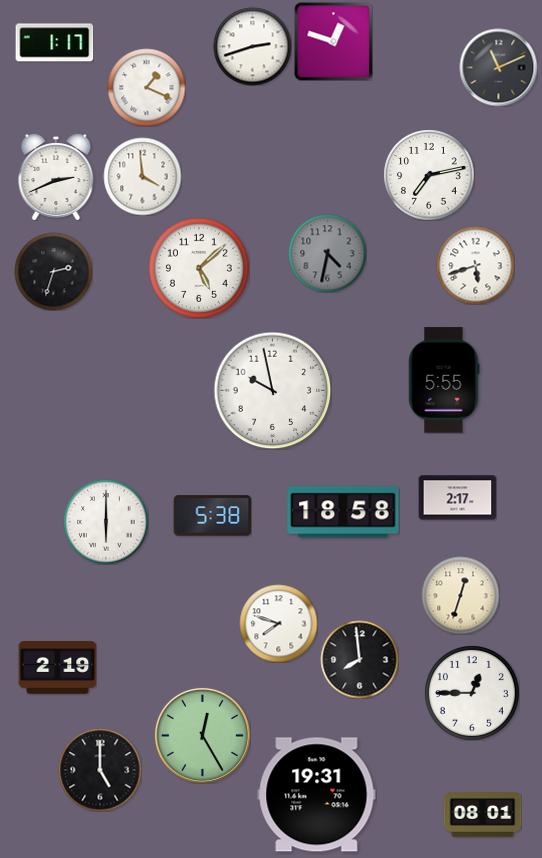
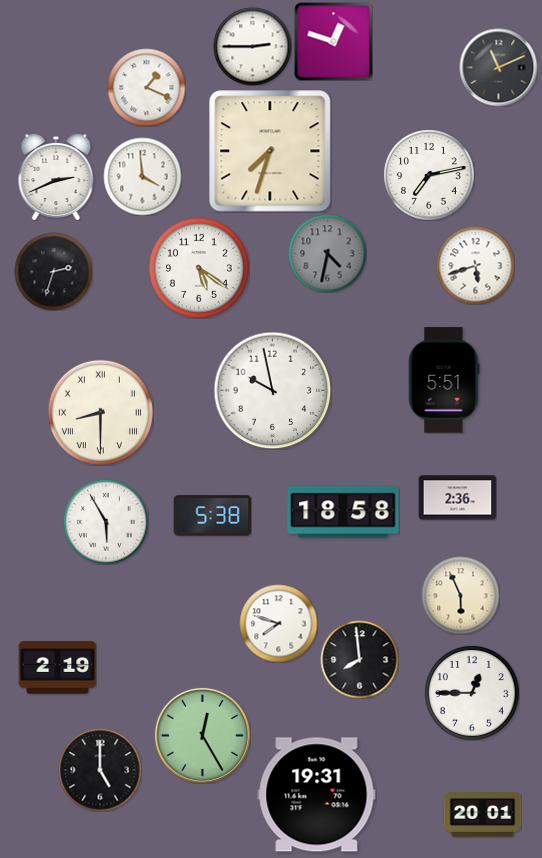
clock at (54, 43): 1:17 -> none
clock at (252, 46): 2:42 -> 2:45
clock at (270, 151): none -> 7:33
clock at (199, 268): 5:08 -> 5:21
clock at (444, 380): 5:55 -> 5:51
clock at (100, 412): none -> 8:30
clock at (457, 498): 2:17 -> 2:36
clock at (106, 522): 6:00 -> 5:55
clock at (460, 595): 12:33 -> 5:56
clock at (482, 815): 08:01 -> 20:01
